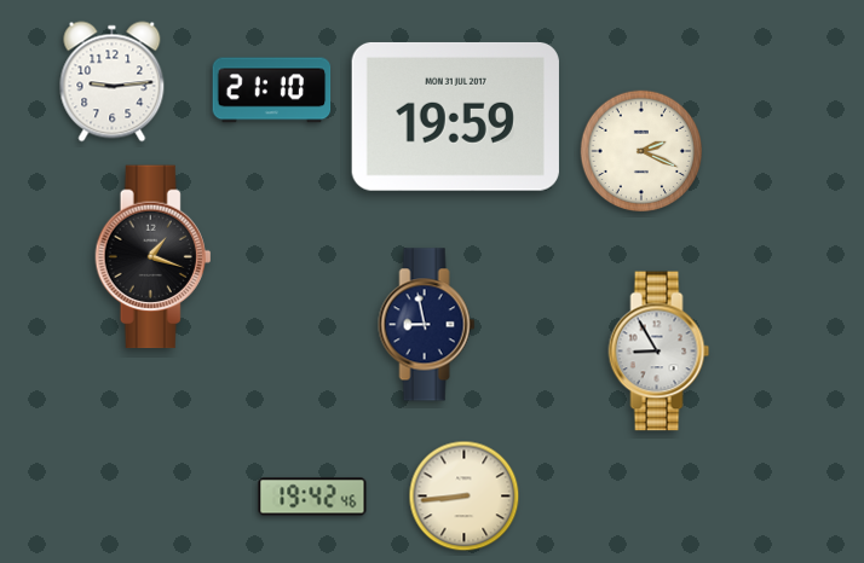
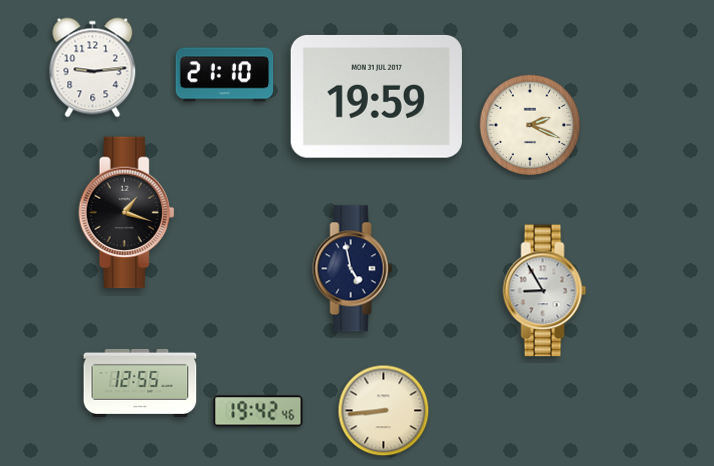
clock at (427, 325): 8:58 -> 4:58
clock at (140, 383): none -> 12:55
